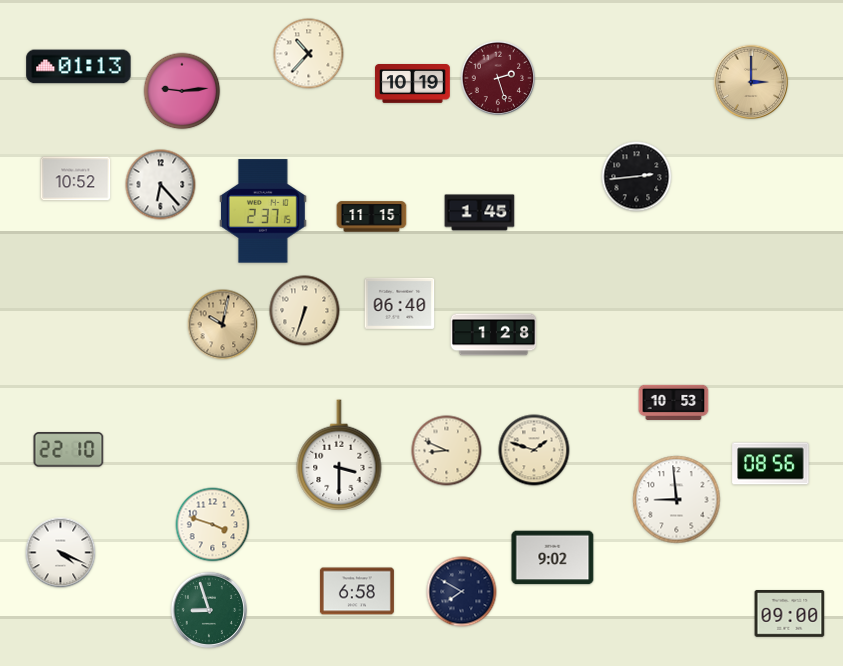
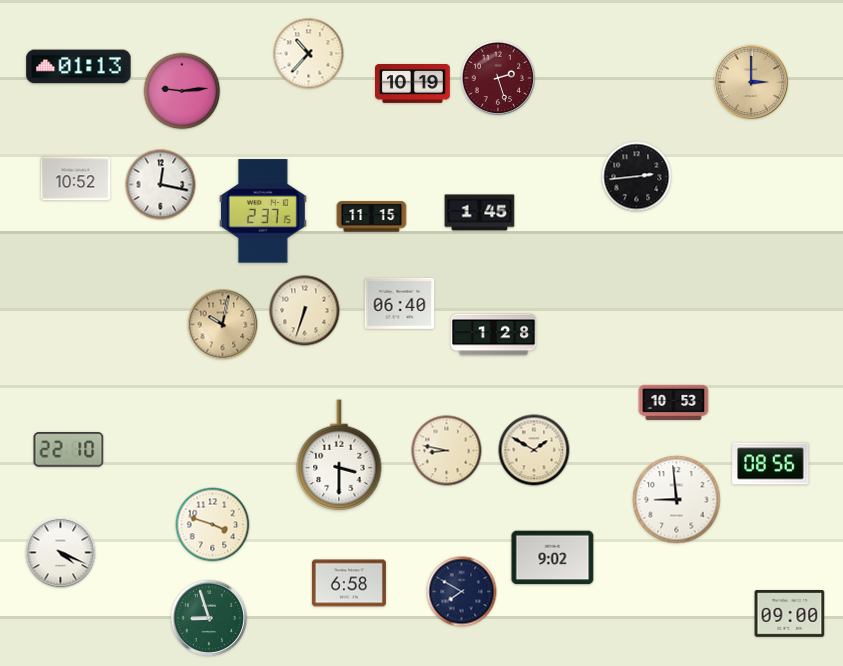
clock at (161, 185): 6:23 -> 12:17
clock at (534, 450): 1:48 -> 1:50
clock at (447, 451): 8:49 -> 8:47
clock at (357, 591) position: (357, 591) -> (349, 583)
clock at (208, 609) position: (208, 609) -> (208, 617)
